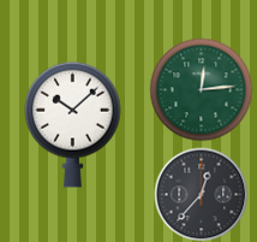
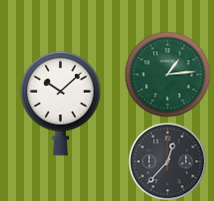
clock at (201, 89): 12:14 -> 1:14
